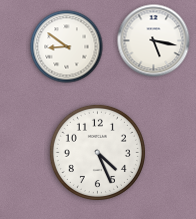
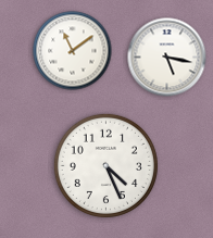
clock at (154, 41) position: (154, 41) -> (167, 58)
clock at (67, 47): 8:51 -> 11:09
